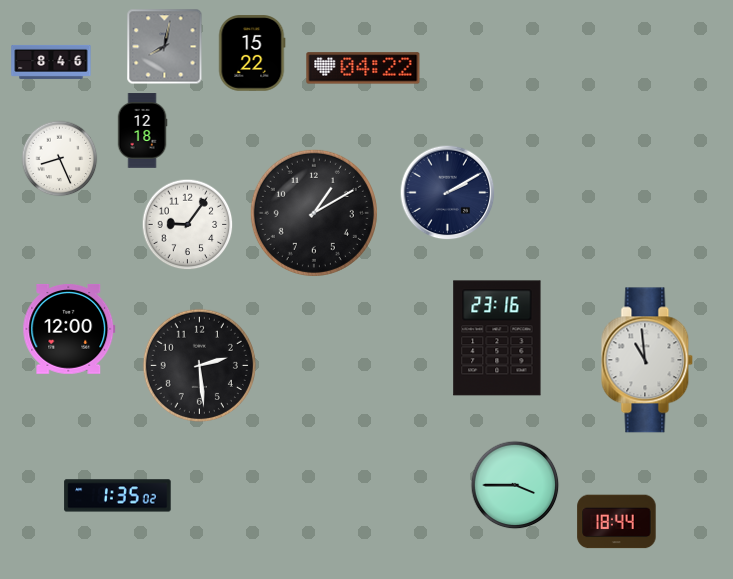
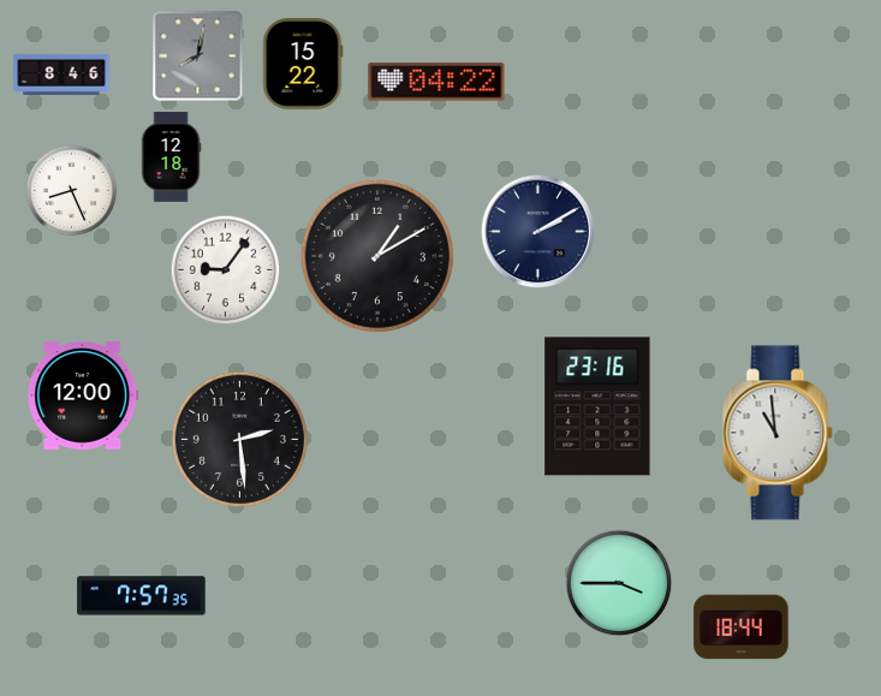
clock at (118, 496): 1:35 -> 7:57
